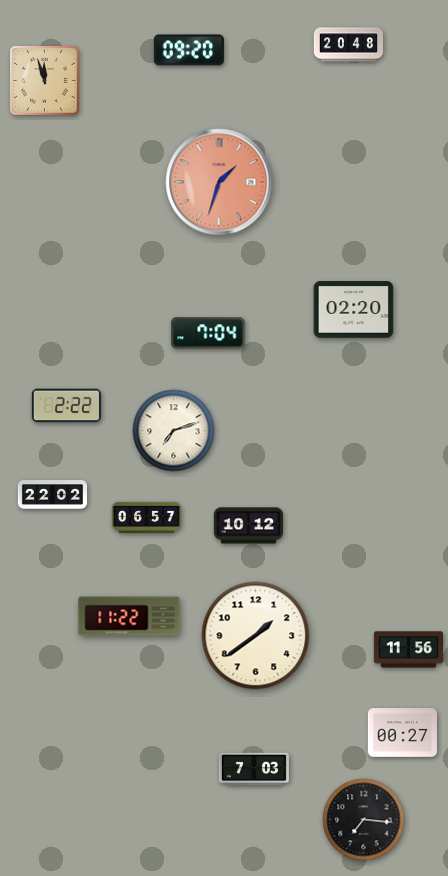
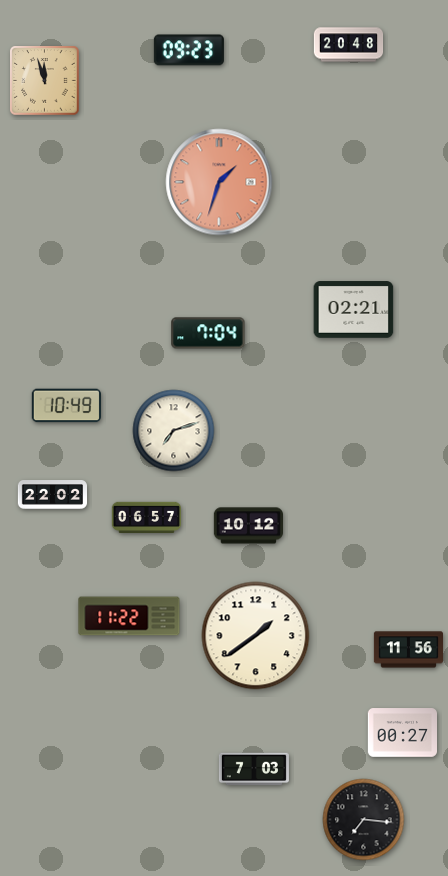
clock at (189, 50): 09:20 -> 09:23
clock at (354, 310): 02:20 -> 02:21
clock at (66, 406): 2:22 -> 10:49
